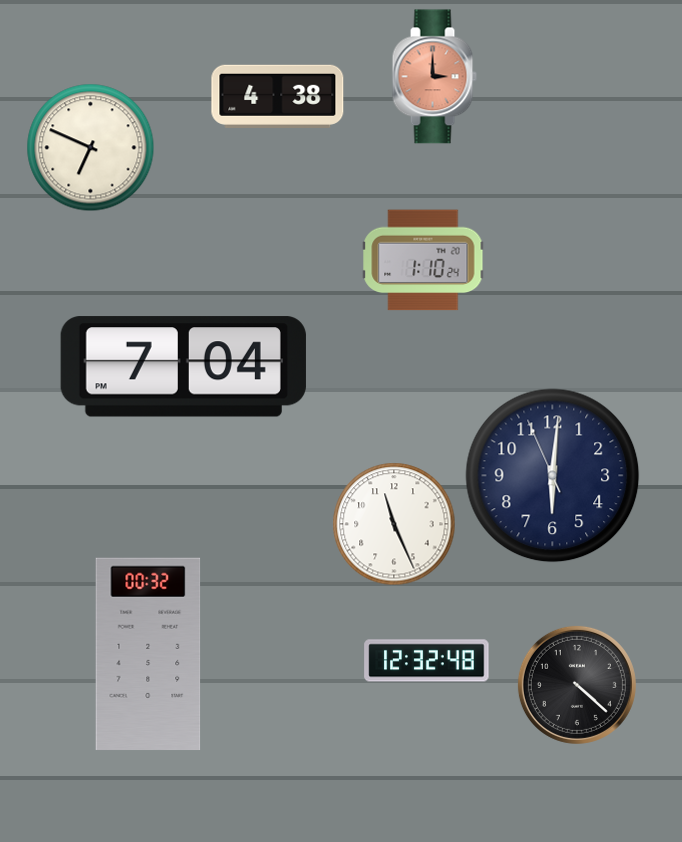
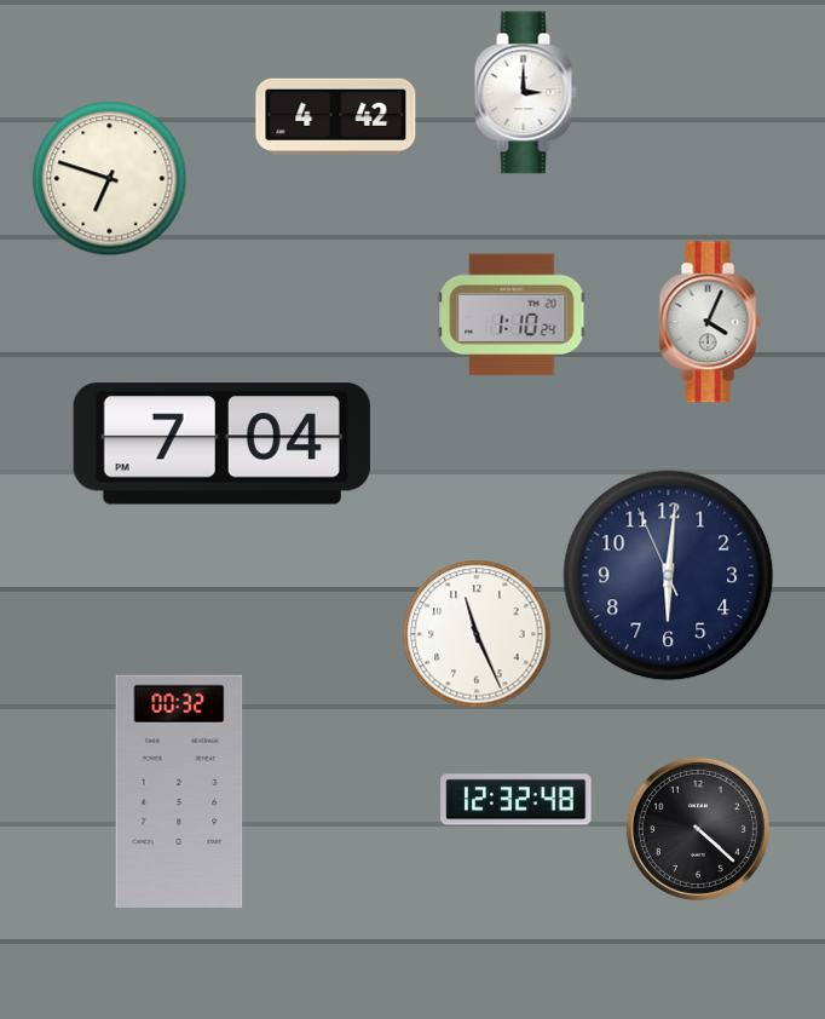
clock at (434, 77) dial: salmon -> white
clock at (278, 96): 4:38 -> 4:42
clock at (91, 148): 6:49 -> 6:48
clock at (710, 322): none -> 4:04
